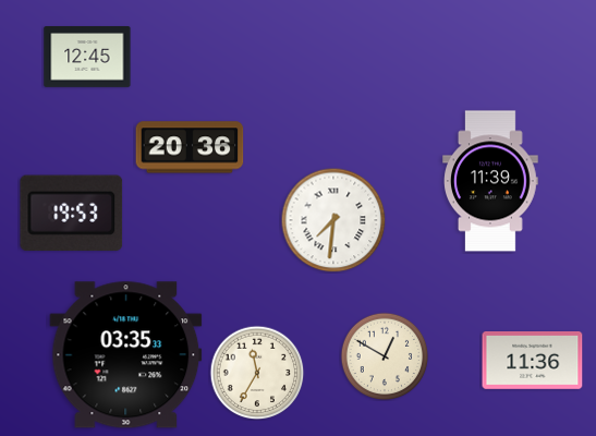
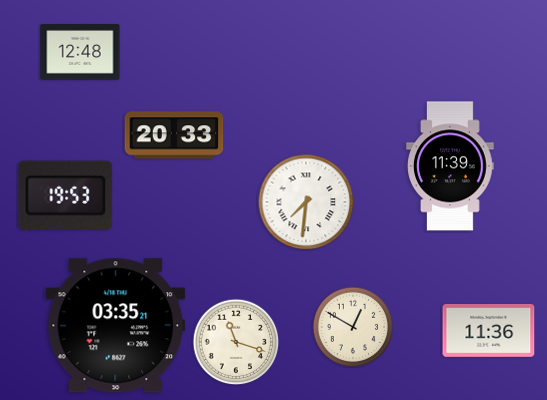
clock at (87, 58): 12:45 -> 12:48
clock at (190, 147): 20:36 -> 20:33
clock at (126, 355): 03:35:33 -> 03:35:21
clock at (257, 373): 11:35 -> 11:18
